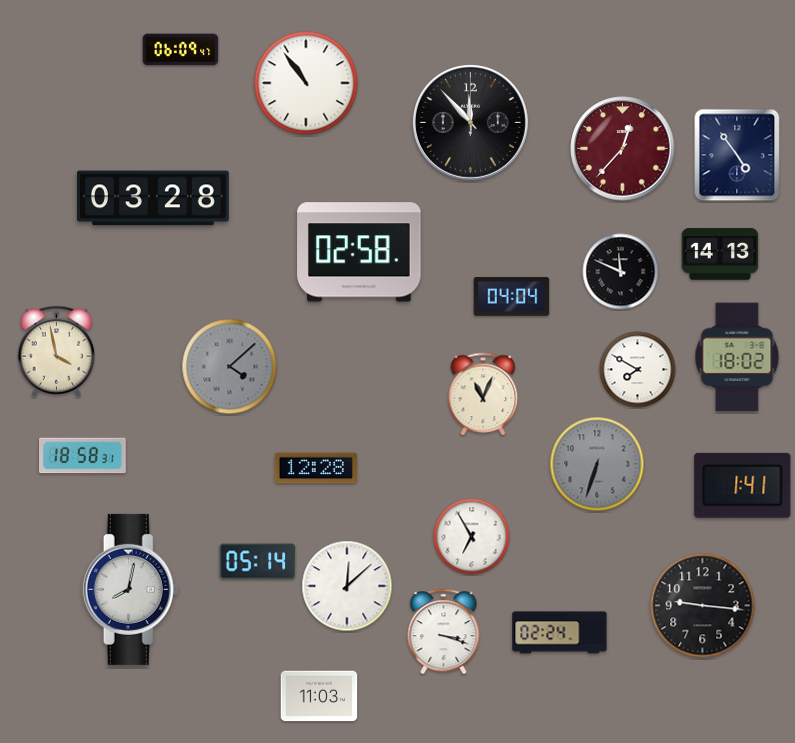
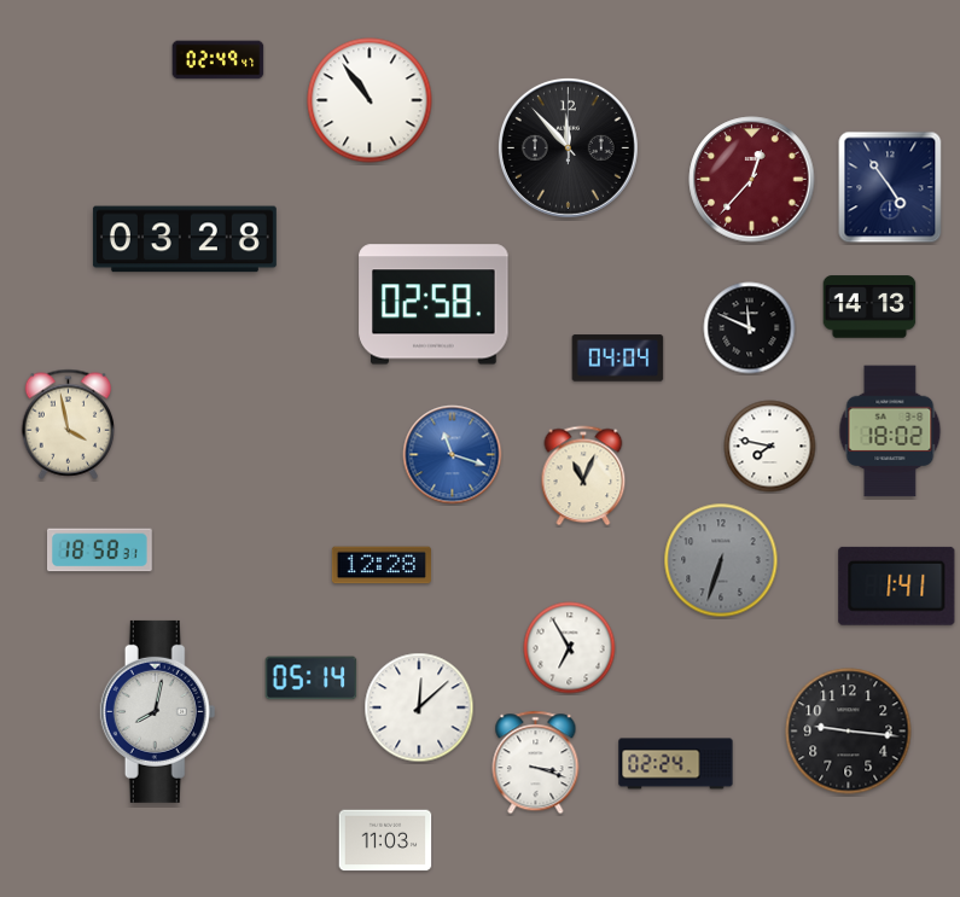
clock at (181, 50): 06:09 -> 02:49
clock at (230, 367): 4:08 -> none
clock at (638, 370): 7:50 -> 7:47
clock at (453, 455): none -> 11:18
